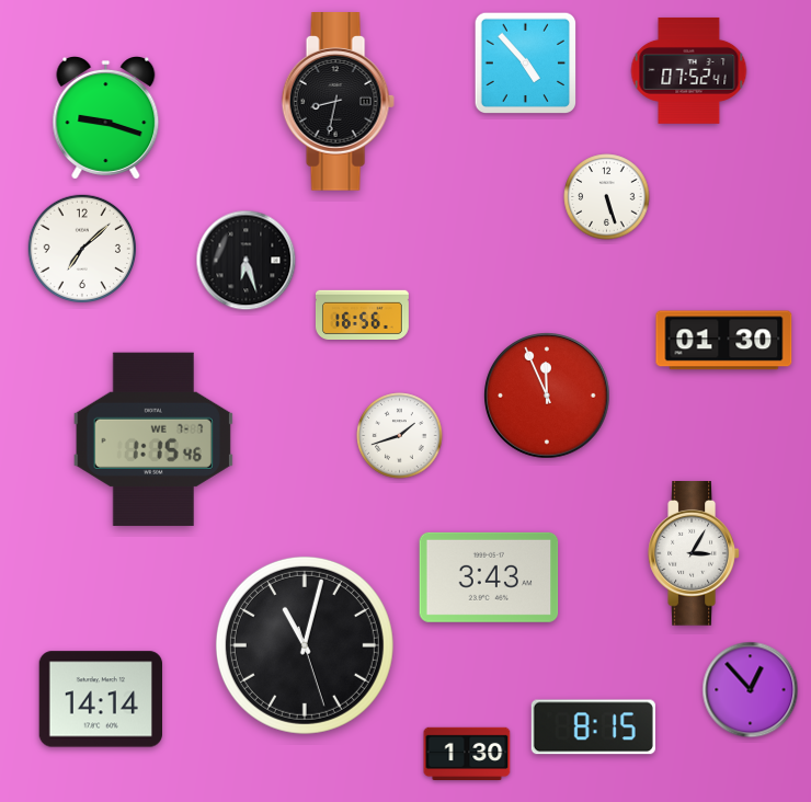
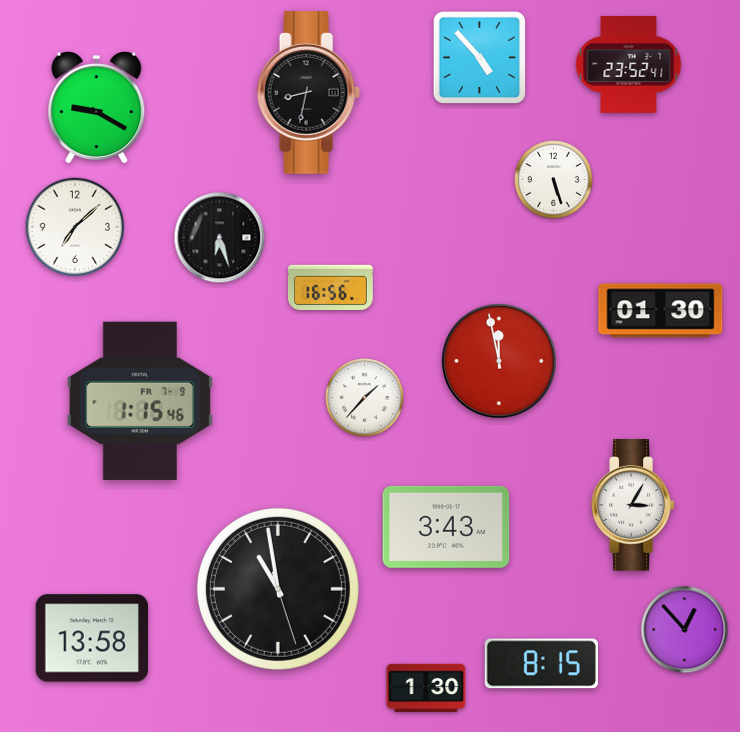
clock at (689, 70): 07:52 -> 23:52
clock at (106, 118): 9:18 -> 9:20
clock at (247, 261) position: (247, 261) -> (220, 238)
clock at (547, 396): 11:56 -> 11:58
clock at (400, 436): 1:42 -> 1:37
clock at (153, 439) date: WE 7-7 -> FR 7-9
clock at (305, 645): 11:02 -> 10:58
clock at (100, 699): 14:14 -> 13:58
